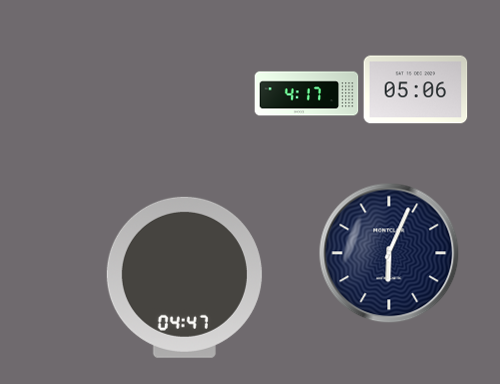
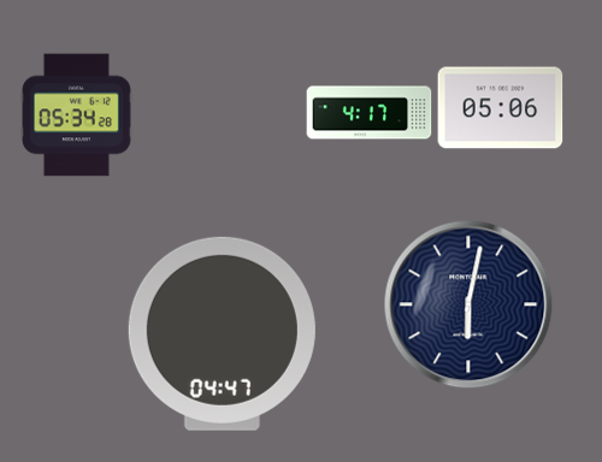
clock at (76, 115): none -> 05:34
clock at (389, 253): 6:04 -> 6:02
